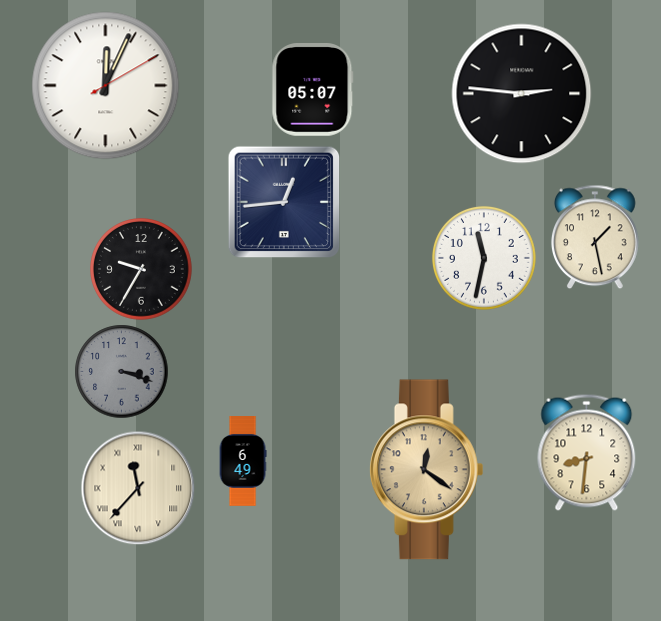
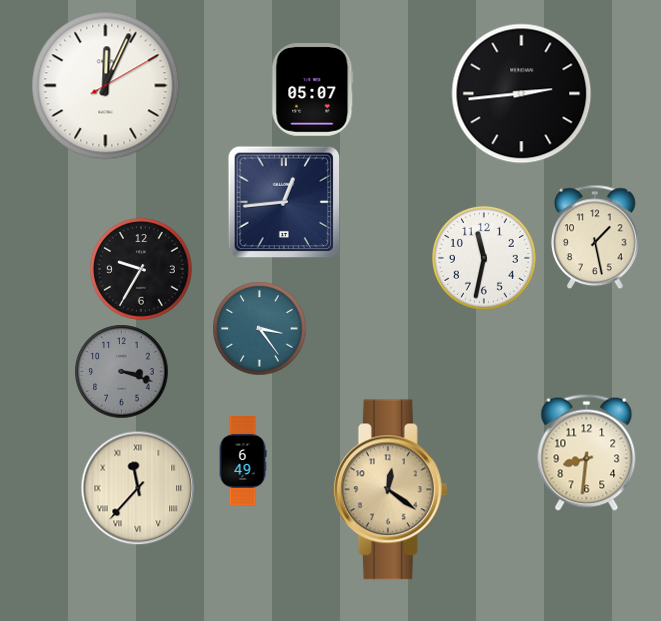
clock at (522, 94): 2:46 -> 2:44
clock at (259, 328): none -> 3:24
clock at (426, 470) position: (426, 470) -> (390, 490)
